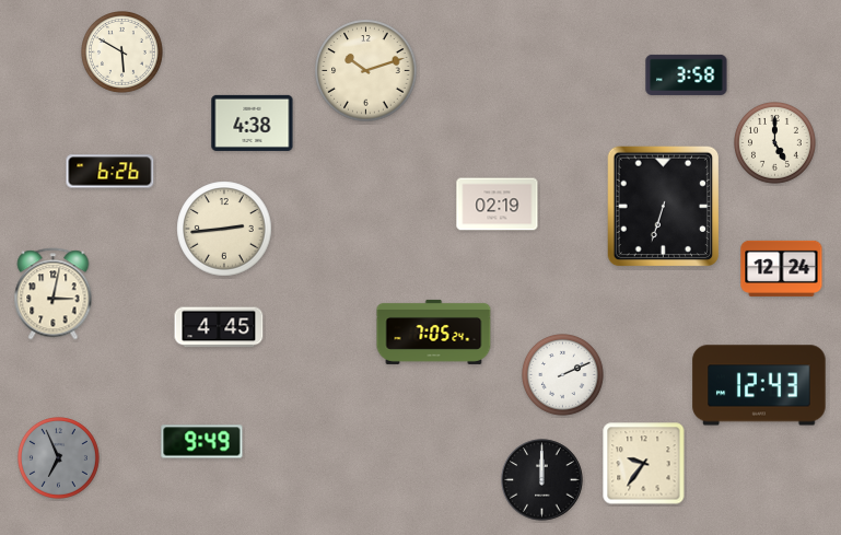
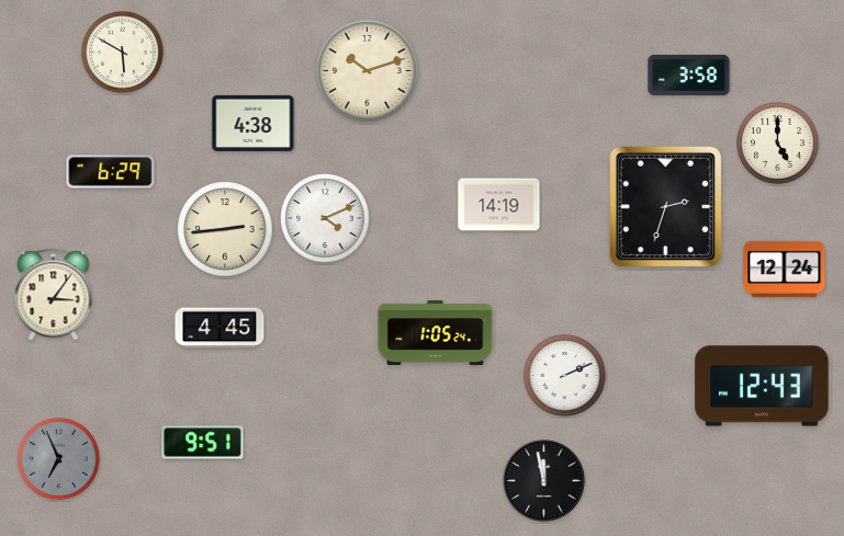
clock at (110, 172): 6:26 -> 6:29
clock at (498, 205): 02:19 -> 14:19
clock at (664, 207): 6:33 -> 2:33
clock at (325, 218): none -> 4:11
clock at (54, 294): 3:02 -> 3:06
clock at (434, 332): 7:05 -> 1:05
clock at (202, 442): 9:49 -> 9:51
clock at (644, 464): 9:36 -> none
clock at (542, 480): 12:00 -> 11:58
